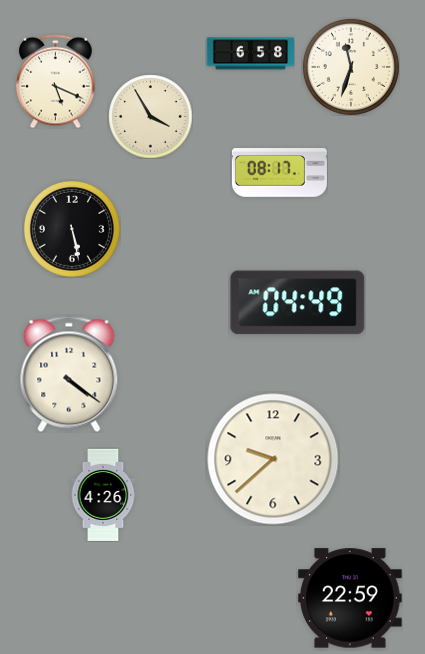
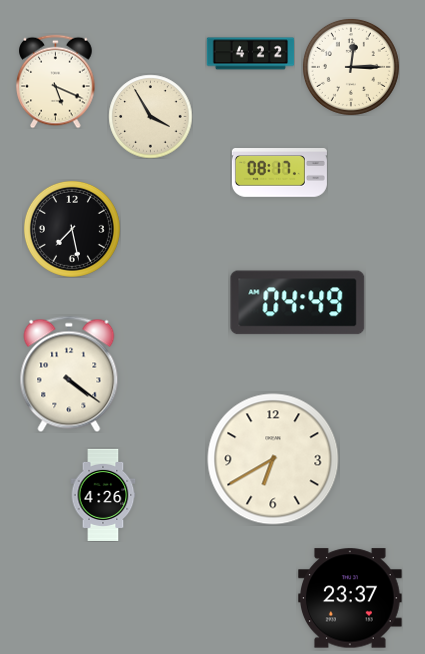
clock at (250, 54): 6:58 -> 4:22
clock at (351, 67): 11:33 -> 12:15
clock at (72, 229): 5:28 -> 7:28
clock at (273, 459): 9:38 -> 6:40
clock at (351, 598): 22:59 -> 23:37
